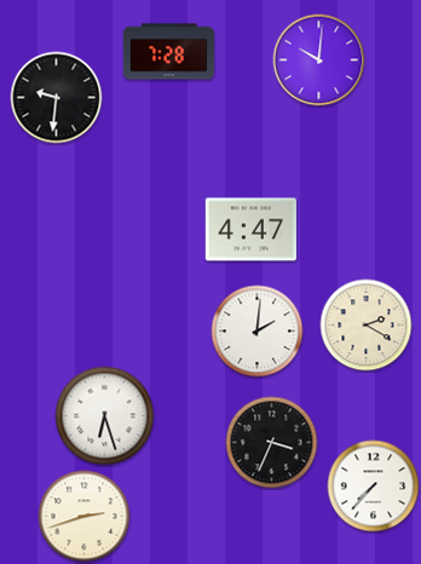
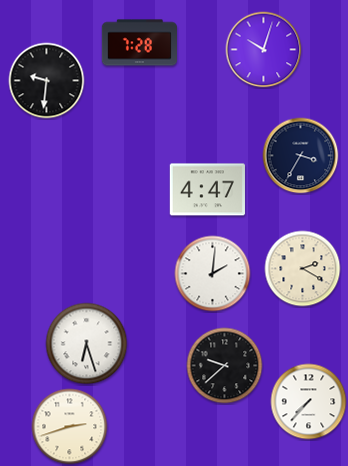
clock at (319, 61): 10:01 -> 10:03
clock at (301, 156): none -> 3:35
clock at (272, 443): 3:34 -> 9:38
